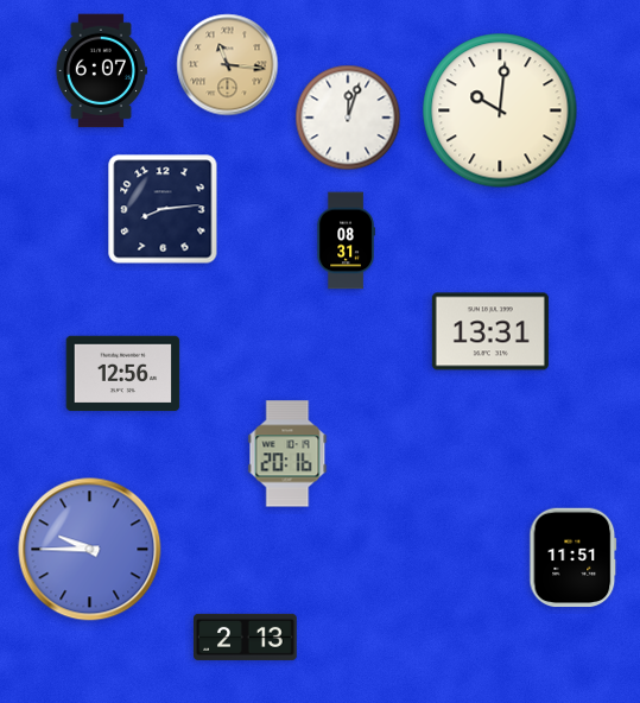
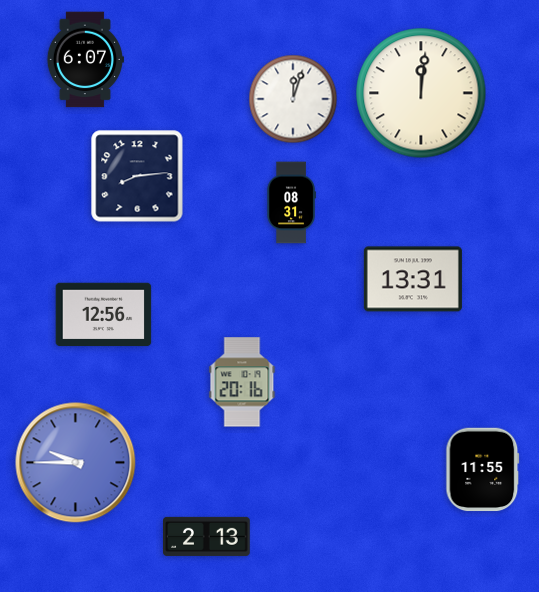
clock at (228, 65): 11:16 -> none
clock at (500, 110): 10:01 -> 12:01
clock at (574, 558): 11:51 -> 11:55
